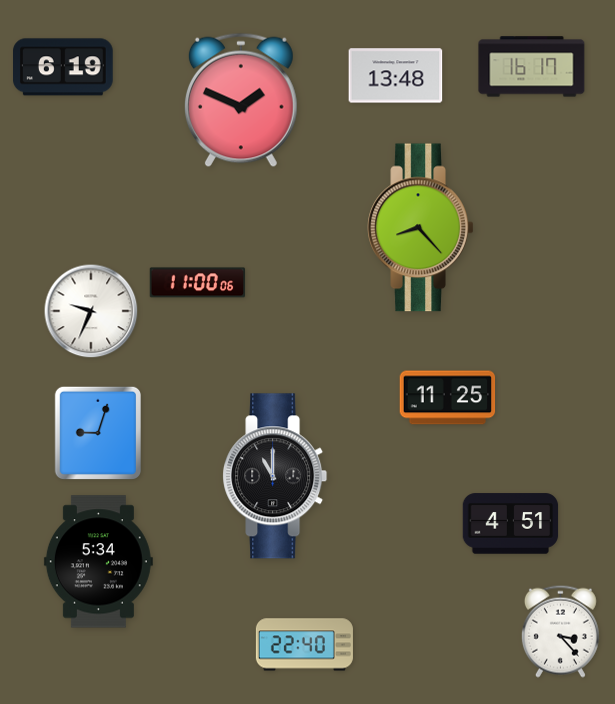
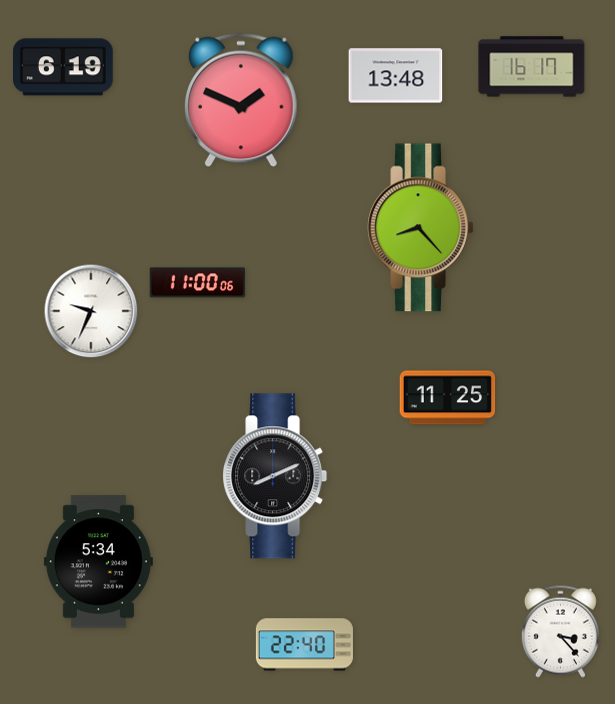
clock at (97, 432): 9:03 -> none
clock at (275, 476): 11:00 -> 8:11
clock at (511, 524): 4:51 -> none
